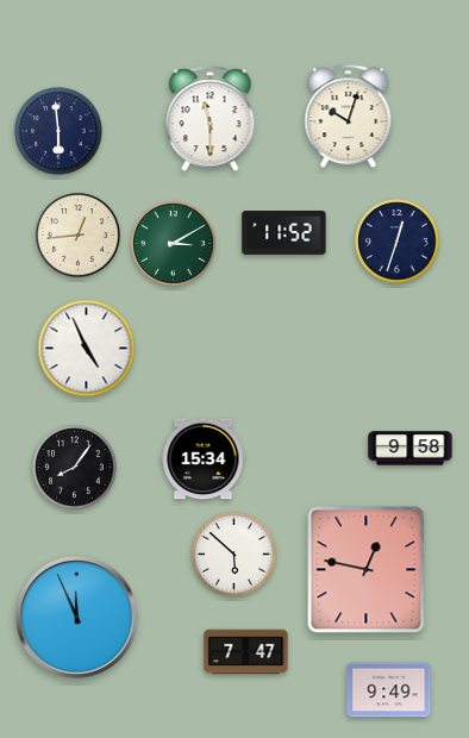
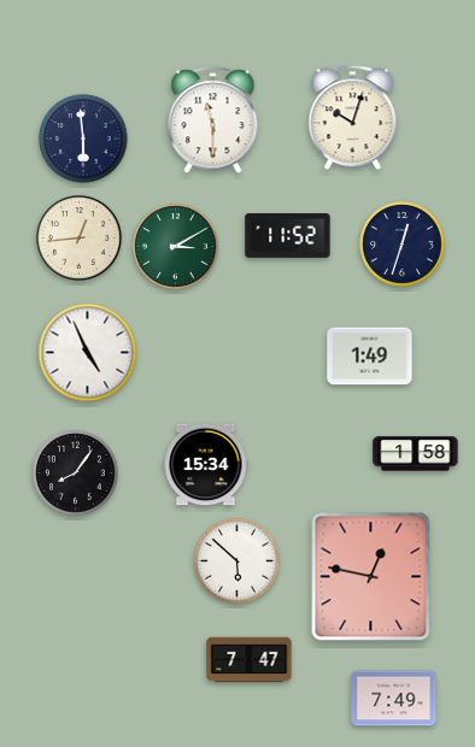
clock at (58, 131) position: (58, 131) -> (83, 139)
clock at (370, 357): none -> 1:49
clock at (411, 449): 9:58 -> 1:58
clock at (77, 618): 11:56 -> none
clock at (389, 690): 9:49 -> 7:49
